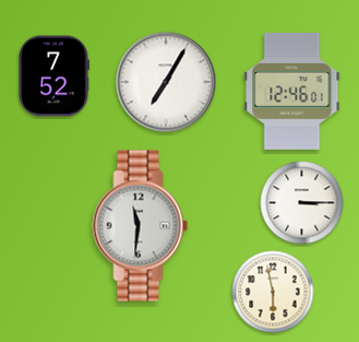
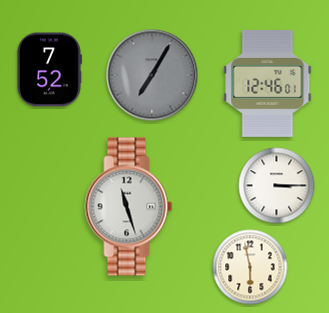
clock at (166, 82) dial: white -> grey
clock at (141, 226): 11:31 -> 11:27
